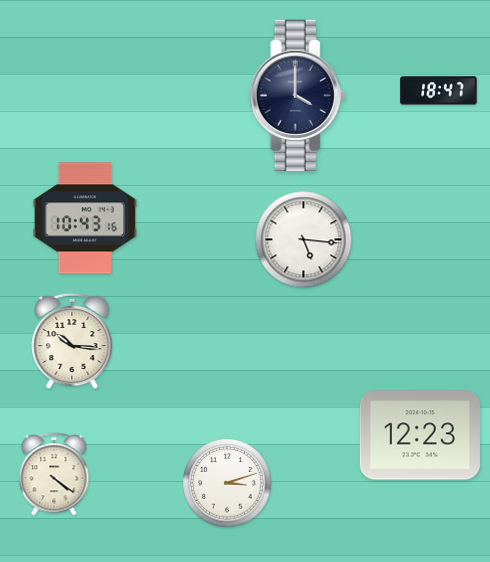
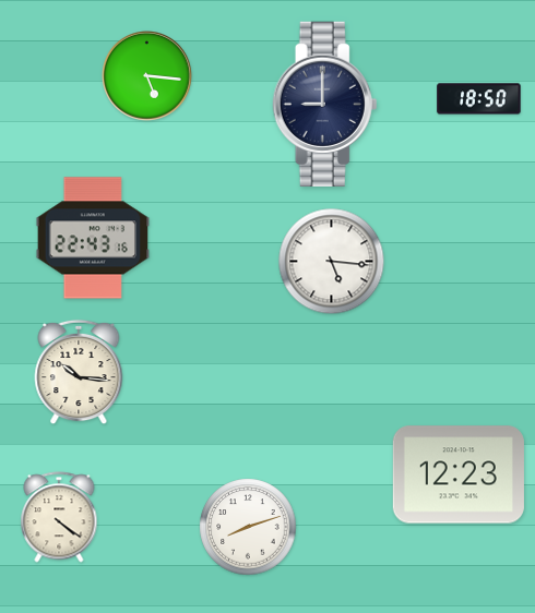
clock at (147, 76): none -> 5:16
clock at (439, 91): 18:47 -> 18:50
clock at (298, 95): 4:00 -> 9:00
clock at (85, 218): 10:43 -> 22:43
clock at (227, 483): 3:12 -> 8:12
